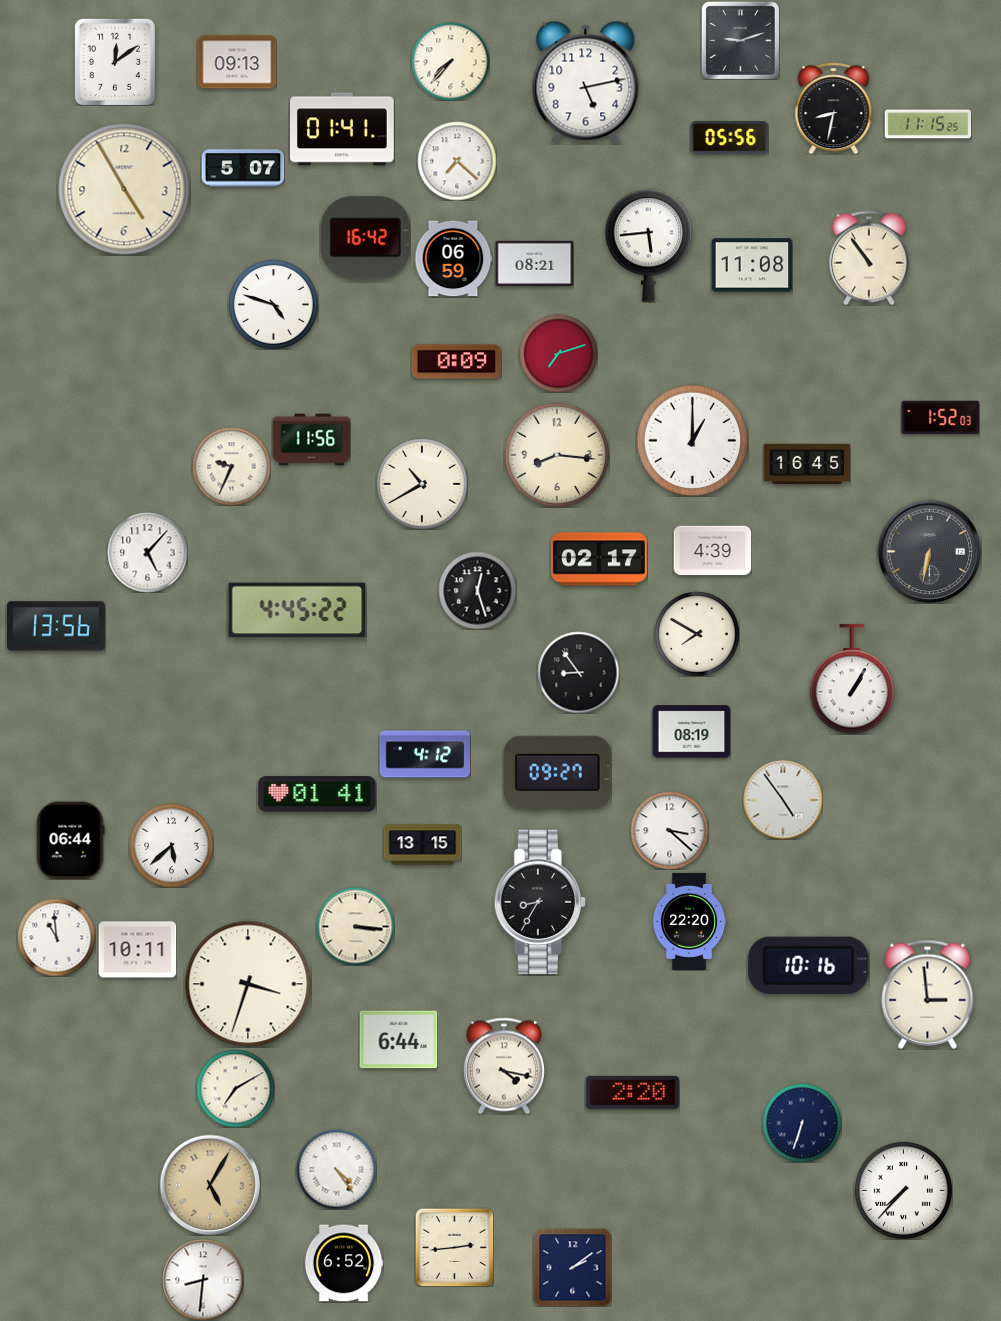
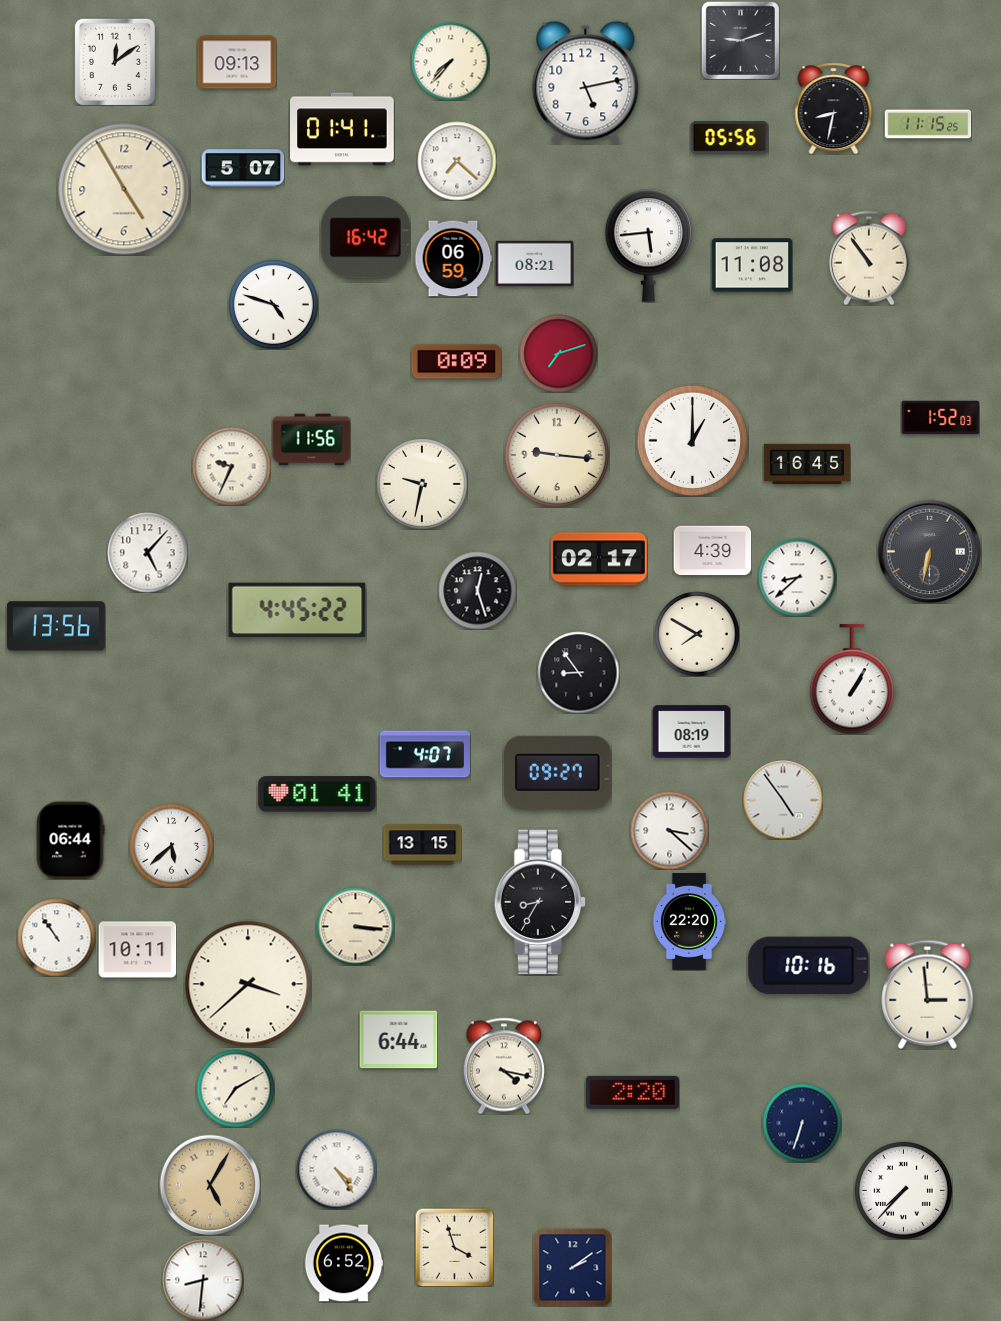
clock at (557, 455): 8:16 -> 9:16
clock at (422, 484): 10:40 -> 9:32
clock at (797, 577): none -> 8:38
clock at (425, 754): 4:12 -> 4:07
clock at (56, 937): 10:59 -> 10:54
clock at (248, 984): 3:33 -> 3:38
clock at (454, 1247): 2:44 -> 3:57
